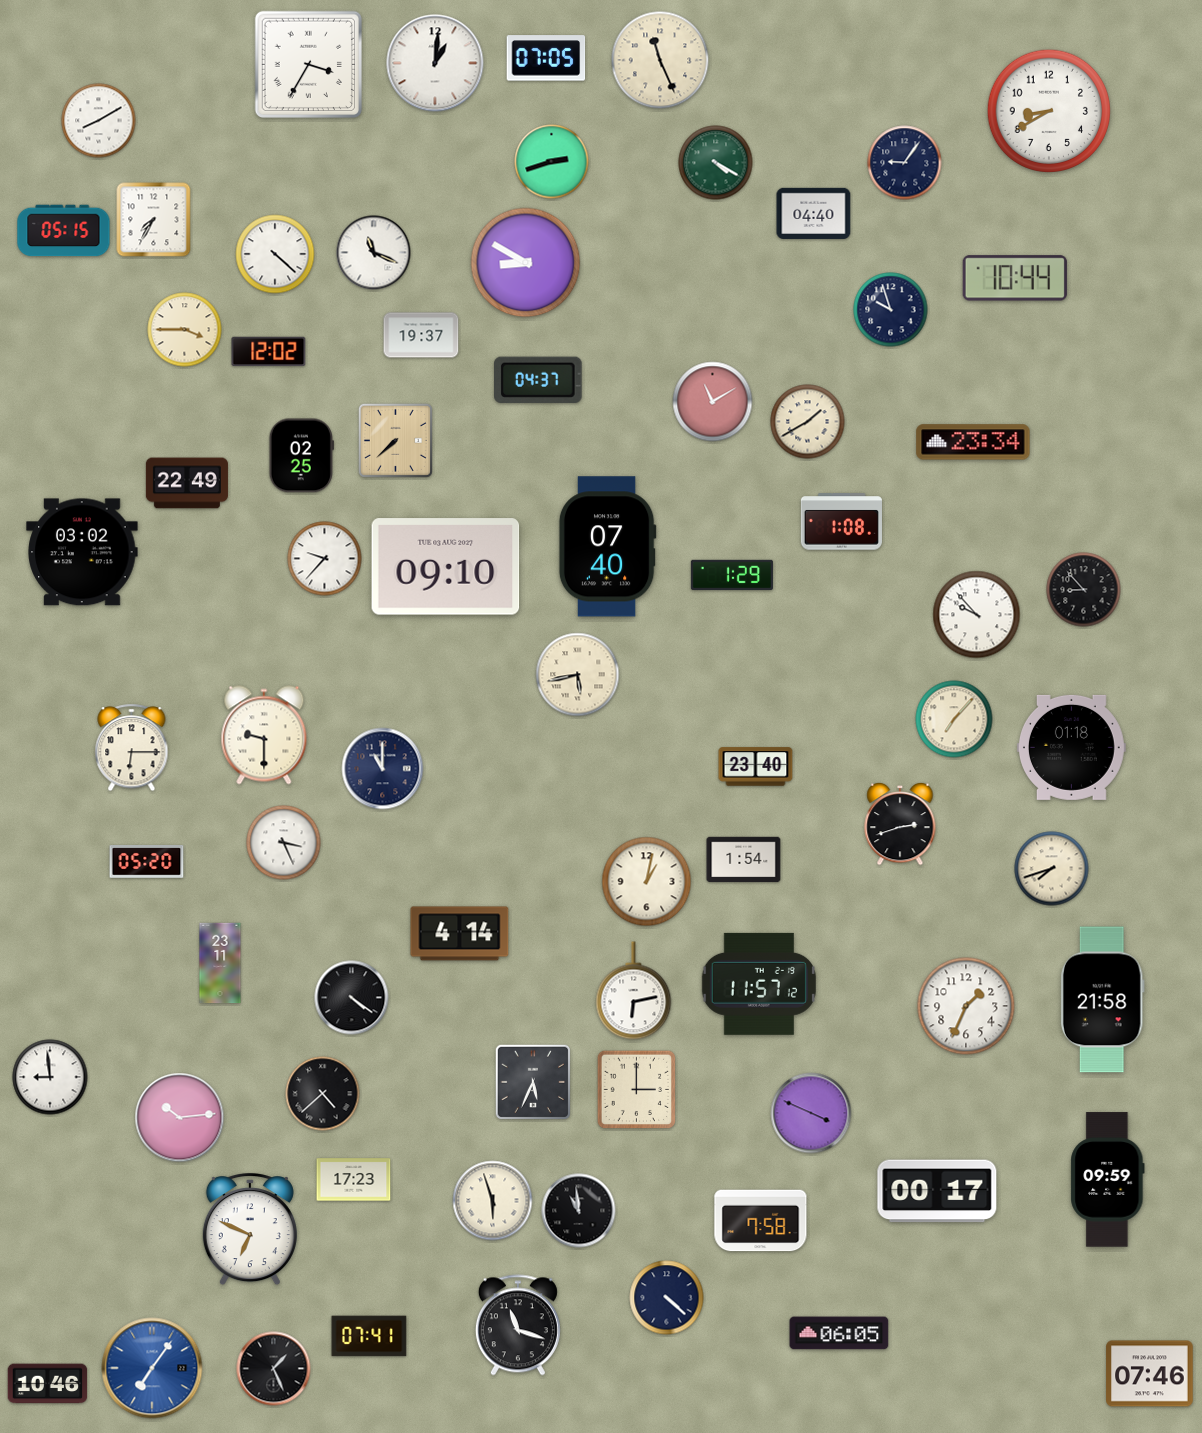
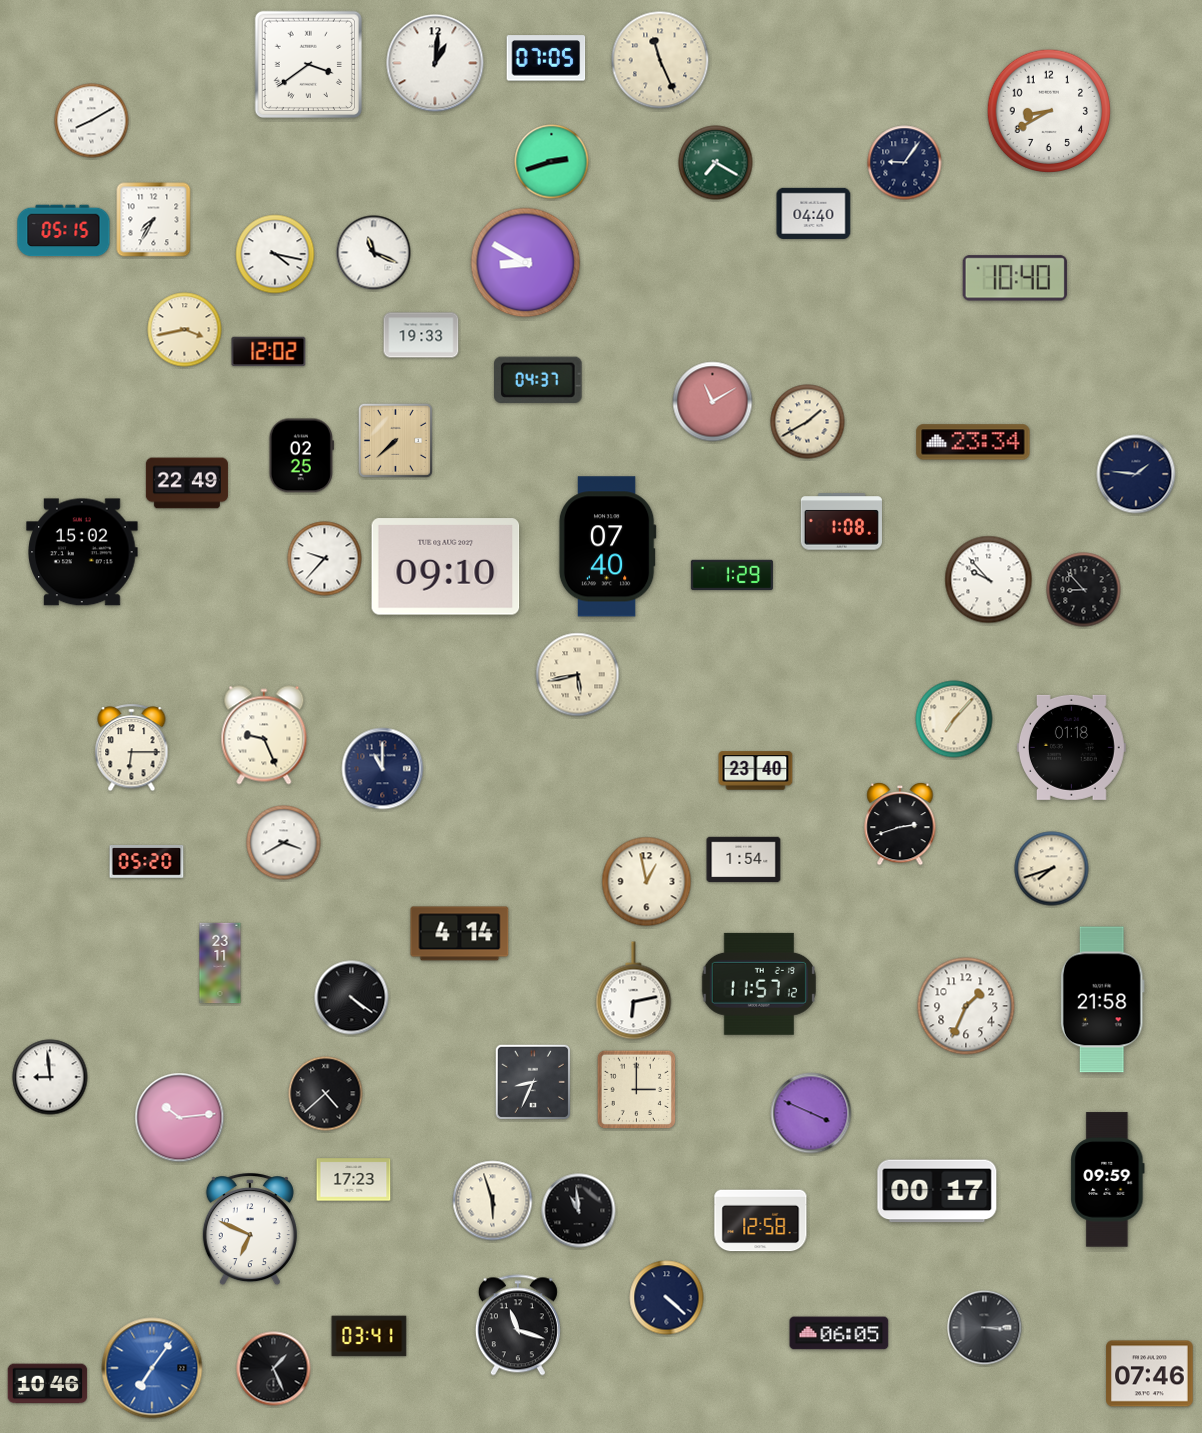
clock at (308, 64): 3:35 -> 3:39
clock at (99, 121) position: (99, 121) -> (92, 121)
clock at (716, 163): 4:20 -> 7:20
clock at (275, 254): 4:22 -> 4:17
clock at (1015, 278): 10:44 -> 10:40
clock at (891, 310): 9:57 -> none
clock at (185, 330): 3:45 -> 3:43
clock at (421, 335): 19:37 -> 19:33
clock at (1136, 474): none -> 1:46
clock at (82, 552): 03:02 -> 15:02
clock at (977, 615) position: (977, 615) -> (989, 580)
clock at (264, 735): 9:30 -> 9:26
clock at (756, 767) position: (756, 767) -> (756, 771)
clock at (284, 843): 3:26 -> 3:40
clock at (647, 882): 1:02 -> 12:58
clock at (532, 1081): 5:34 -> 8:34
clock at (323, 1094) position: (323, 1094) -> (326, 1094)
clock at (761, 1221): 7:58 -> 12:58
clock at (985, 1328): none -> 3:15
clock at (369, 1336): 07:41 -> 03:41
